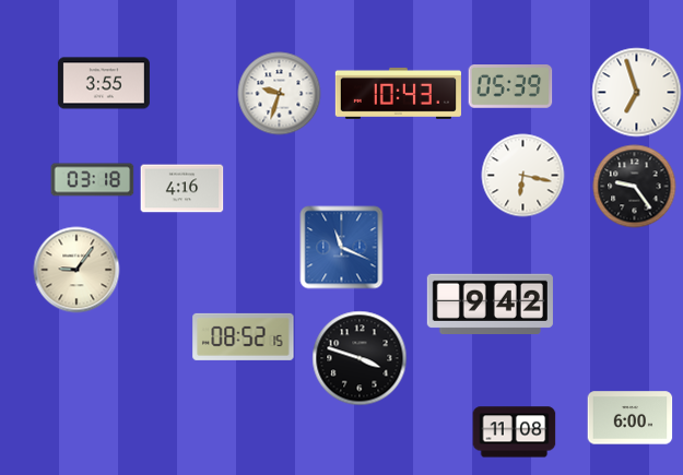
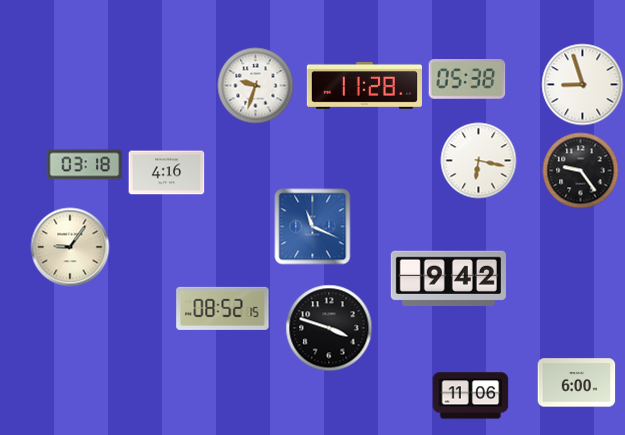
clock at (104, 83): 3:55 -> none
clock at (510, 87): 05:39 -> 05:38
clock at (398, 93): 10:43 -> 11:28
clock at (637, 93): 6:57 -> 8:57
clock at (515, 432): 11:08 -> 11:06
